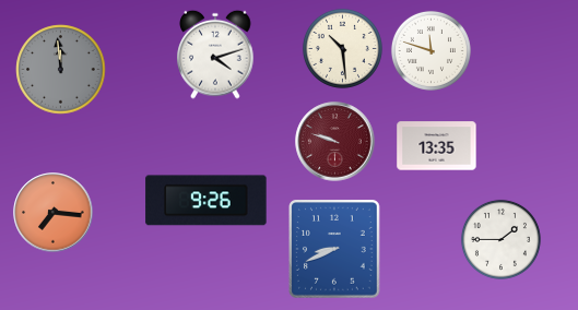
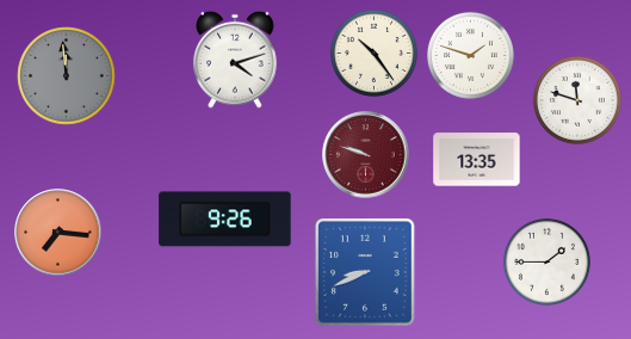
clock at (342, 48): 10:29 -> 10:24
clock at (430, 50): 11:48 -> 1:48
clock at (577, 100): none -> 11:48
